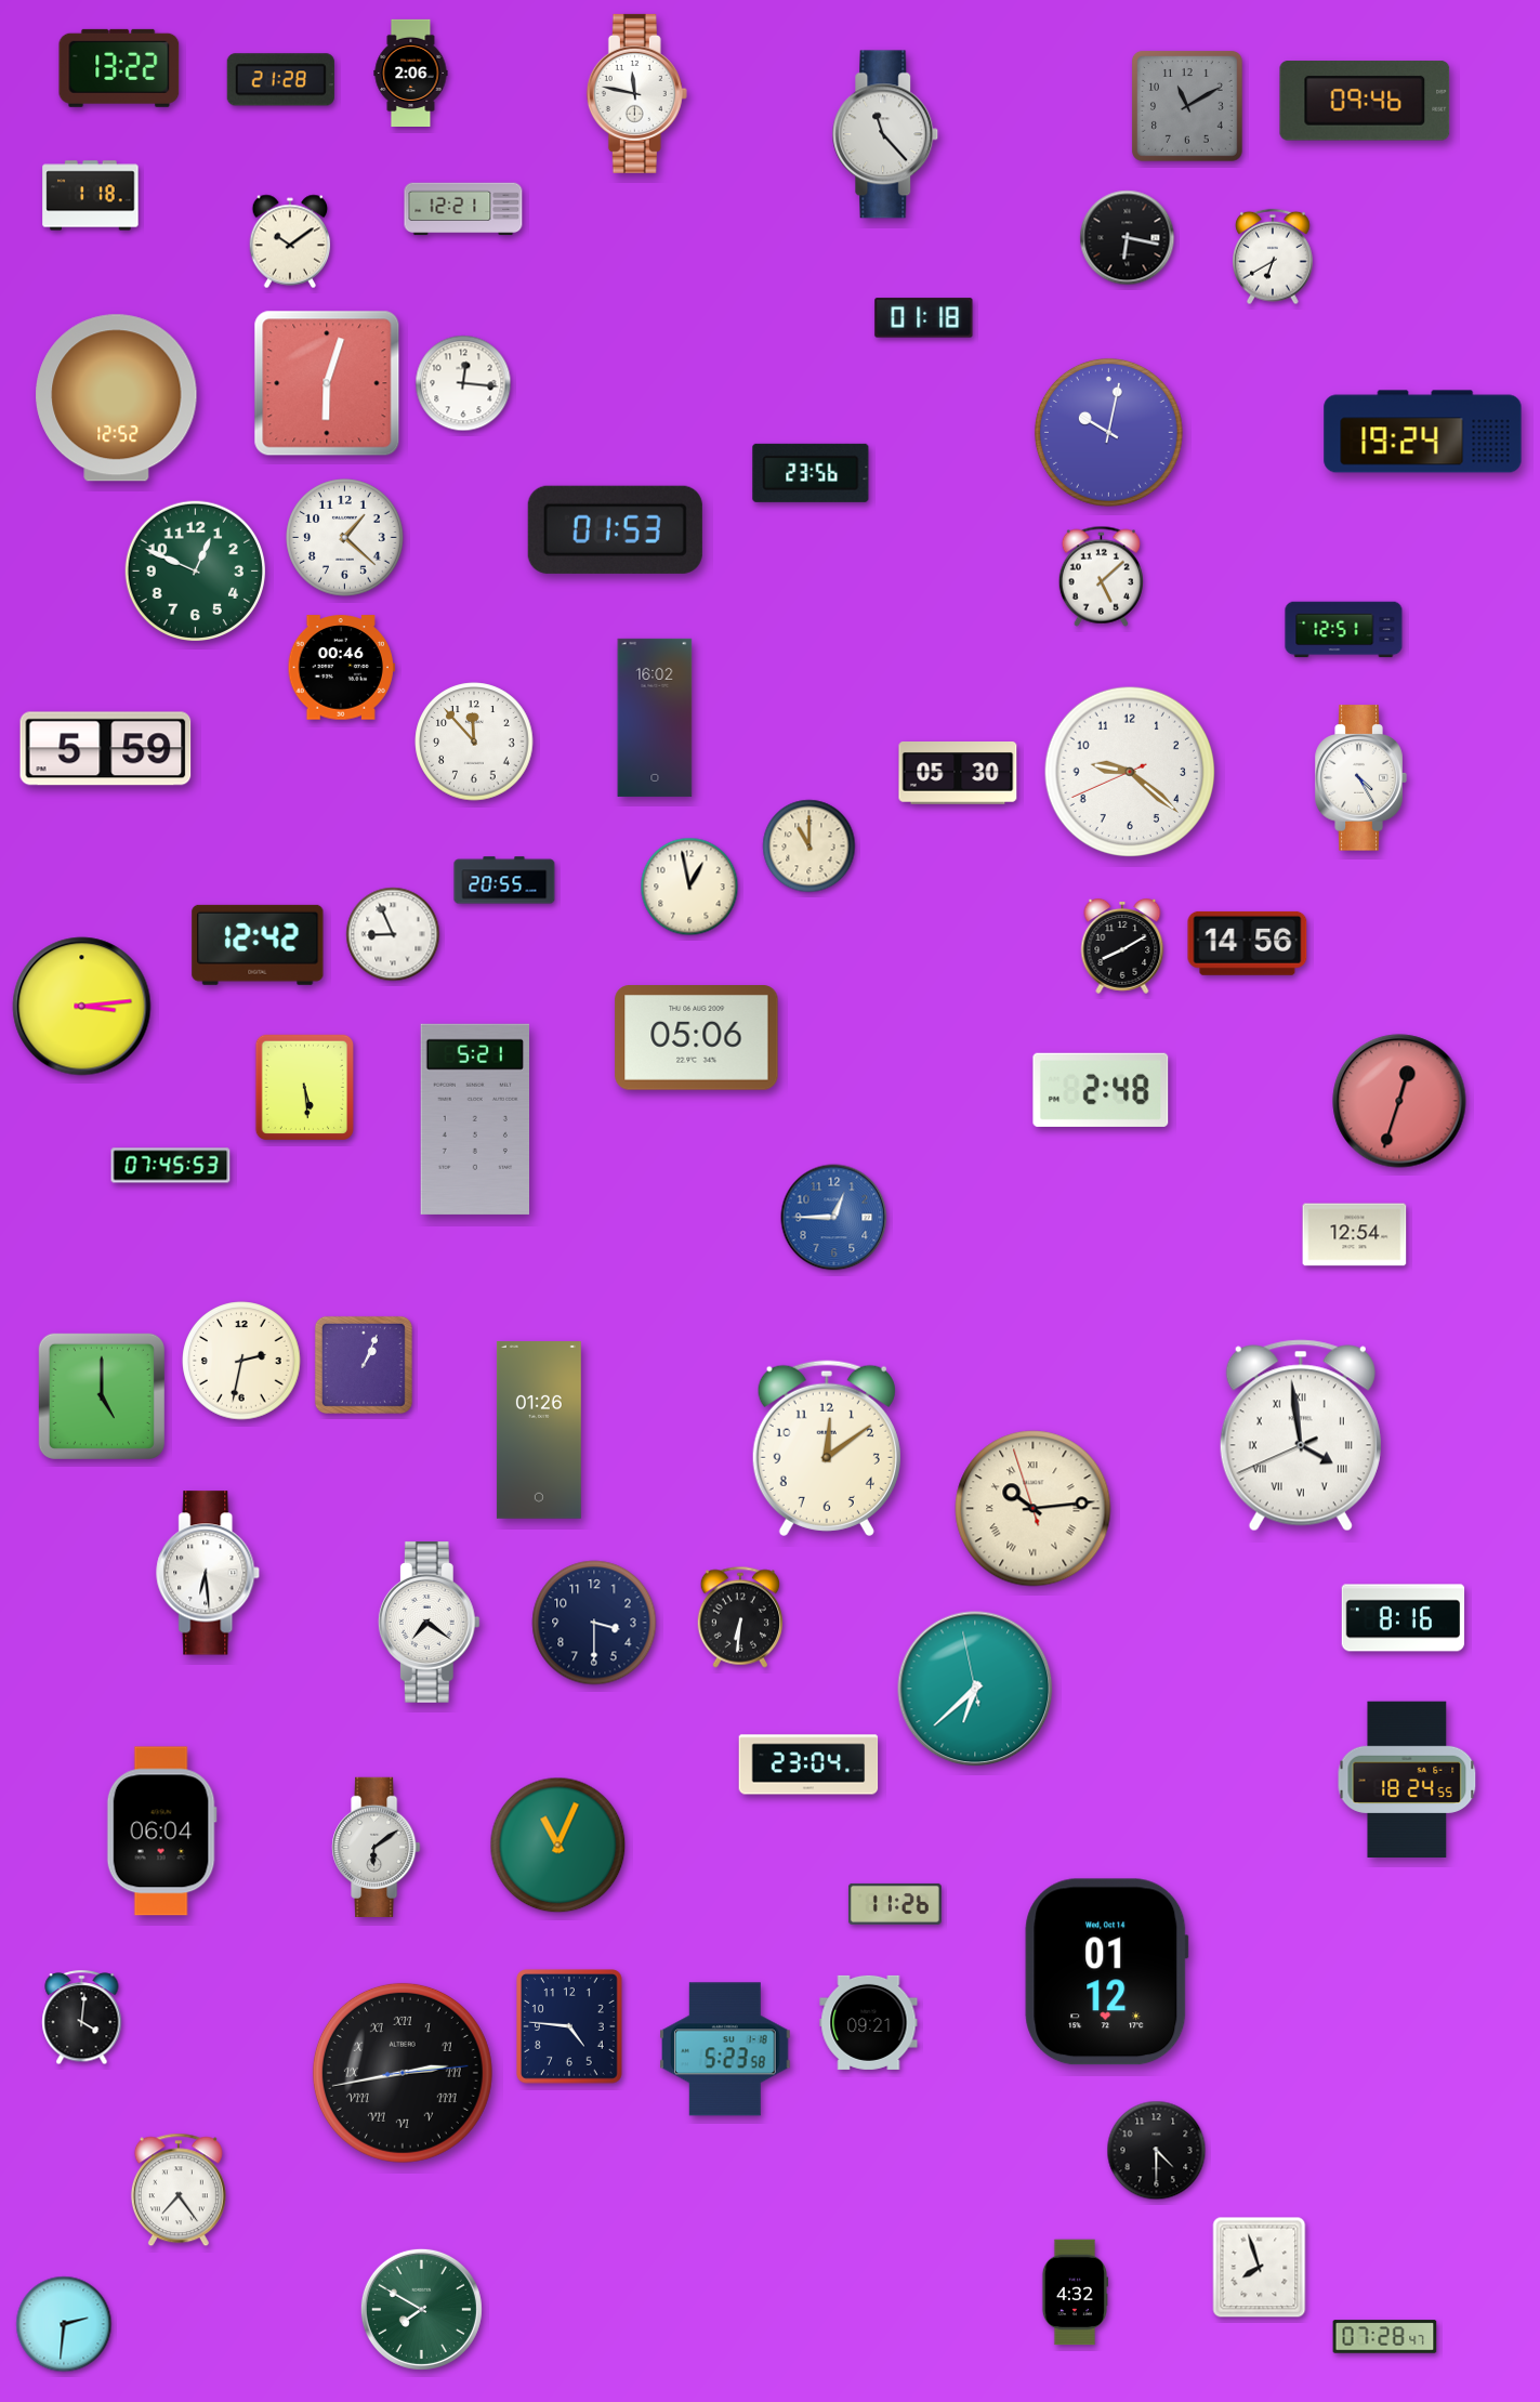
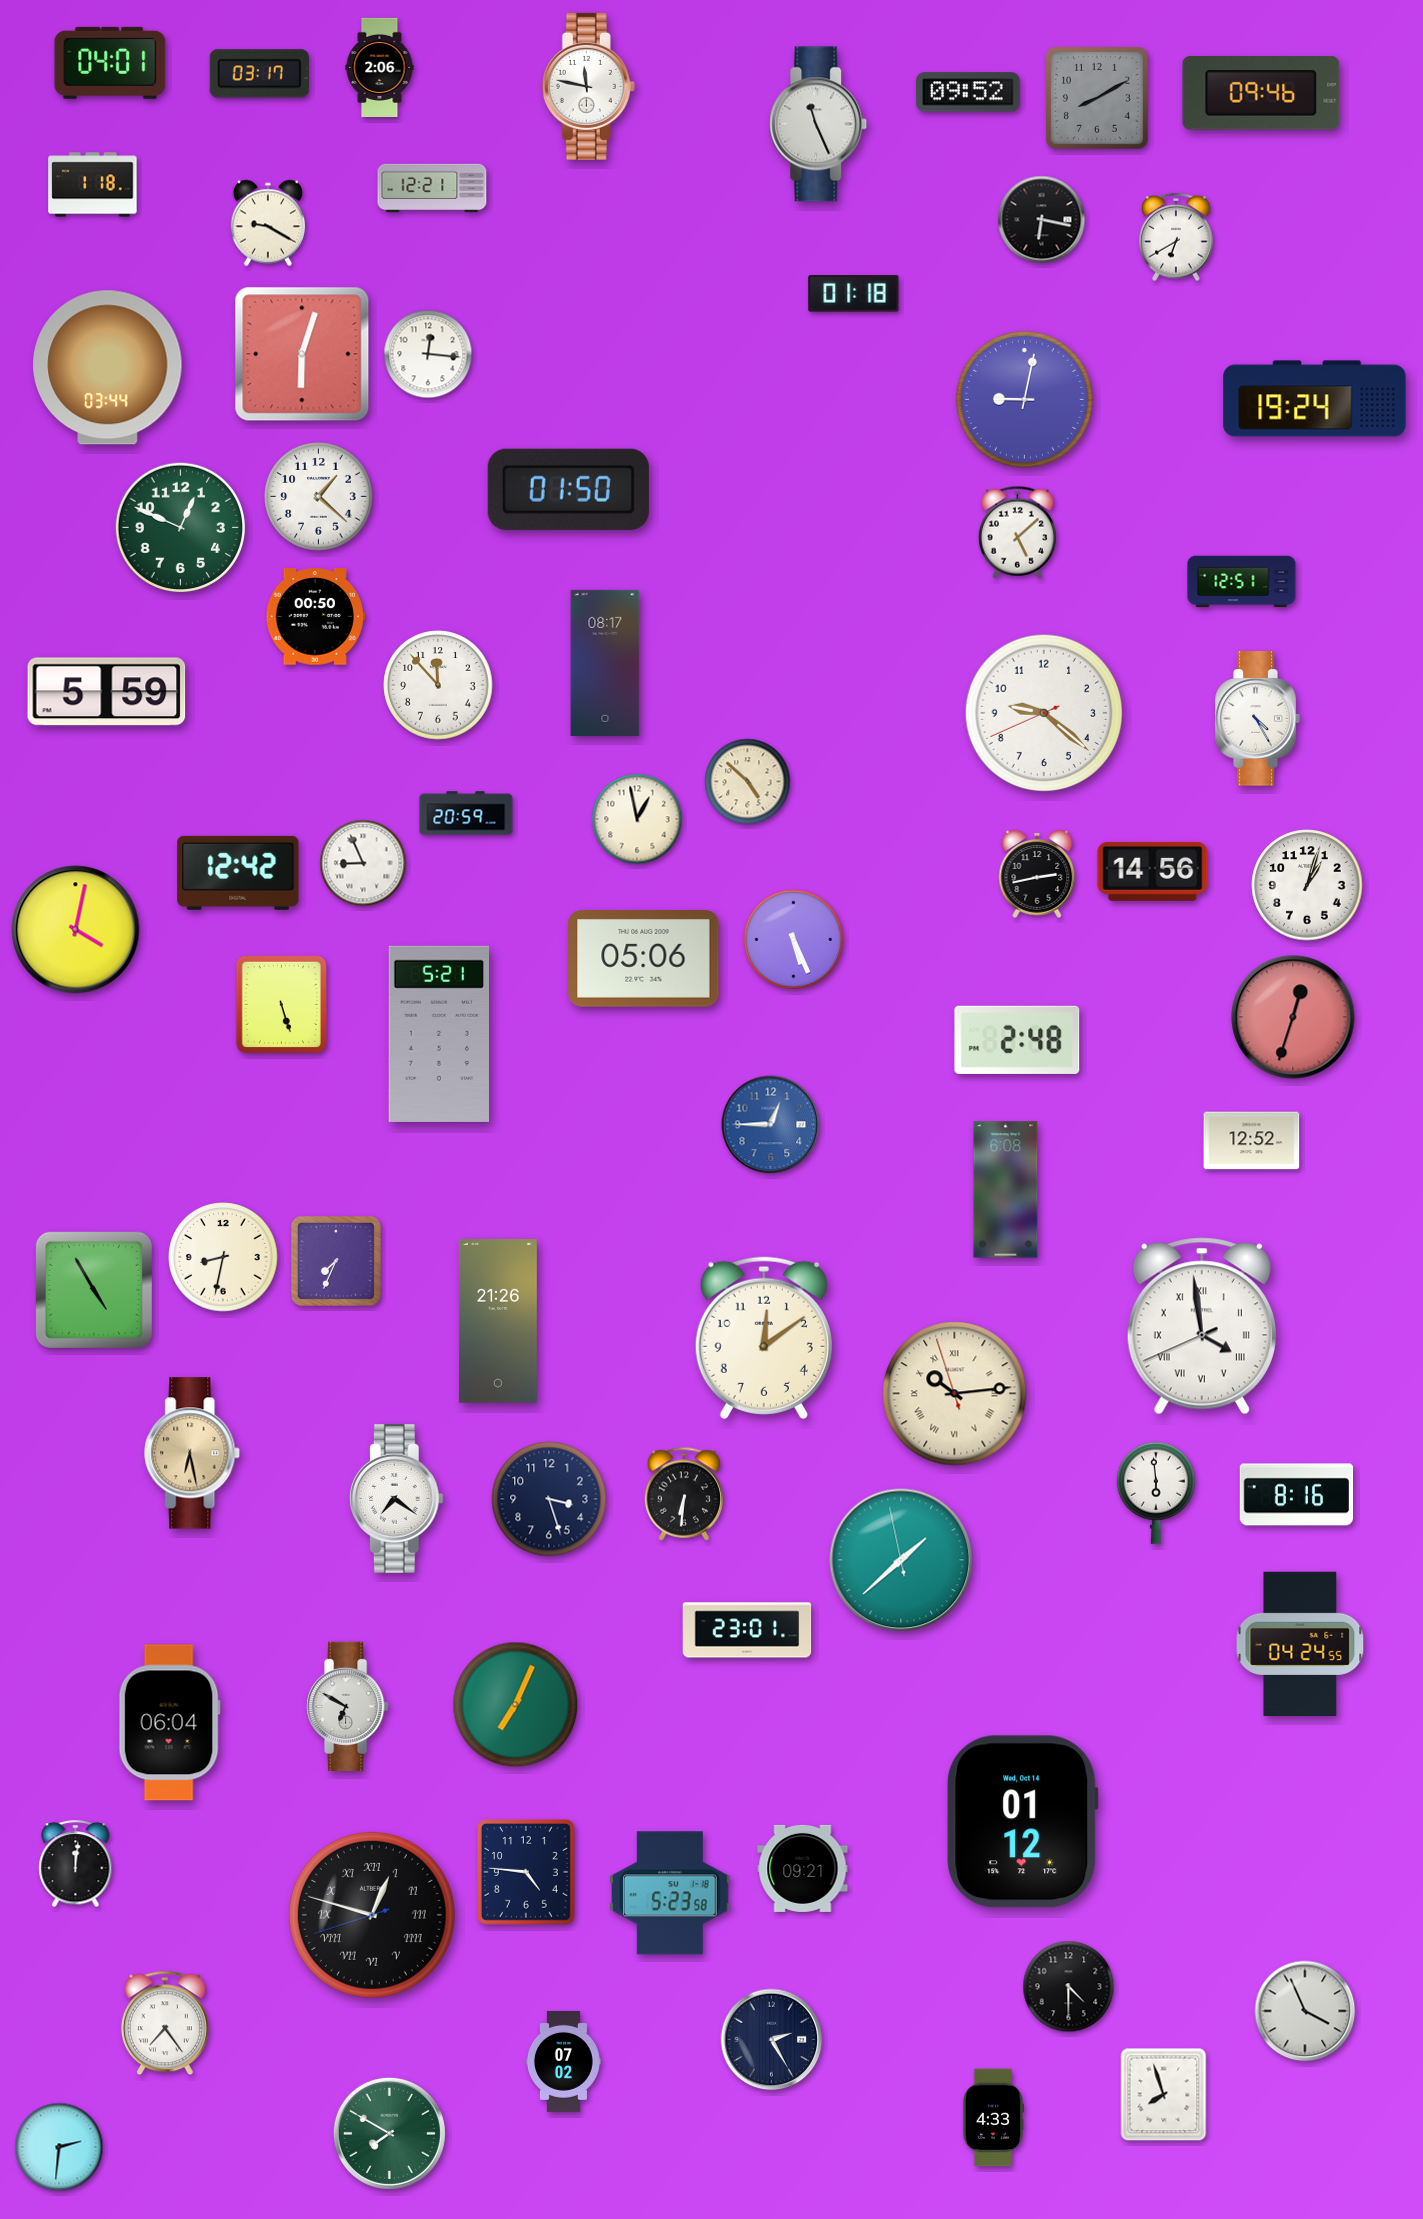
clock at (119, 68): 13:22 -> 04:01
clock at (280, 80): 21:28 -> 03:17
clock at (968, 92): none -> 09:52
clock at (1187, 106): 11:10 -> 8:10
clock at (885, 134): 11:23 -> 11:26
clock at (91, 196) position: (91, 196) -> (93, 185)
clock at (463, 209) position: (463, 209) -> (432, 188)
clock at (290, 241): 10:09 -> 9:20
clock at (117, 398): 12:52 -> 03:44
clock at (1108, 432): 10:02 -> 9:02
clock at (811, 473): 23:56 -> none
clock at (615, 529): 01:53 -> 01:50
clock at (341, 668): 00:46 -> 00:50
clock at (655, 718): 16:02 -> 08:17
clock at (106, 749) position: (106, 749) -> (107, 692)
clock at (958, 774): 05:30 -> none
clock at (810, 846): 11:00 -> 4:52
clock at (504, 880): 20:55 -> 20:59
clock at (1122, 947): 8:10 -> 2:43
clock at (1307, 885): none -> 1:03
clock at (82, 1007): 3:14 -> 4:02
clock at (794, 940): none -> 5:26
clock at (304, 1087): 5:29 -> 5:27
clock at (1101, 1090) position: (1101, 1090) -> (1017, 1040)
clock at (171, 1166): 07:45 -> none
clock at (1355, 1235): 12:54 -> 12:52
clock at (1006, 1190): none -> 6:08
clock at (241, 1361): 2:32 -> 8:32
clock at (364, 1365): 1:04 -> 7:34
clock at (102, 1396): 5:00 -> 4:55
clock at (539, 1431): 01:26 -> 21:26
clock at (209, 1573): 6:29 -> 6:28
clock at (209, 1573) dial: white -> champagne
clock at (1156, 1493): none -> 5:59
clock at (594, 1623): 3:30 -> 3:27
clock at (975, 1689): 6:37 -> 1:37
clock at (808, 1764): 23:04 -> 23:01
clock at (1407, 1778): 18:24 -> 04:24
clock at (161, 1832) position: (161, 1832) -> (169, 1723)
clock at (558, 1846): 11:04 -> 7:04
clock at (377, 1847): 6:09 -> 6:50
clock at (895, 1904): 11:26 -> none
clock at (82, 2018): 4:01 -> 12:01
clock at (403, 2073): 2:43 -> 12:47
clock at (1305, 2011): none -> 3:56
clock at (772, 2040): none -> 2:25
clock at (563, 2061): none -> 07:02
clock at (1074, 2293): 4:32 -> 4:33
clock at (1385, 2337): 07:28 -> none
